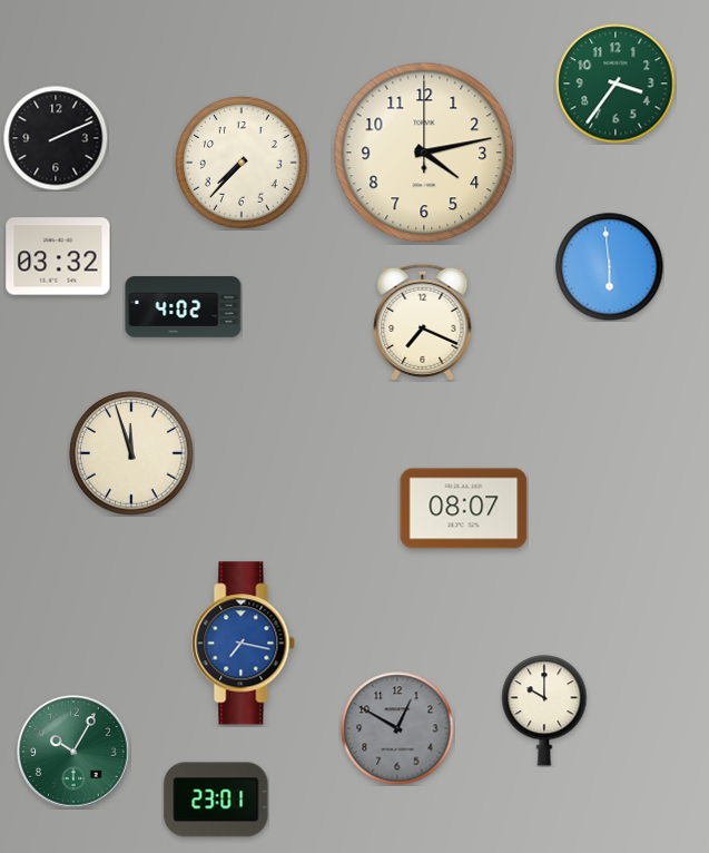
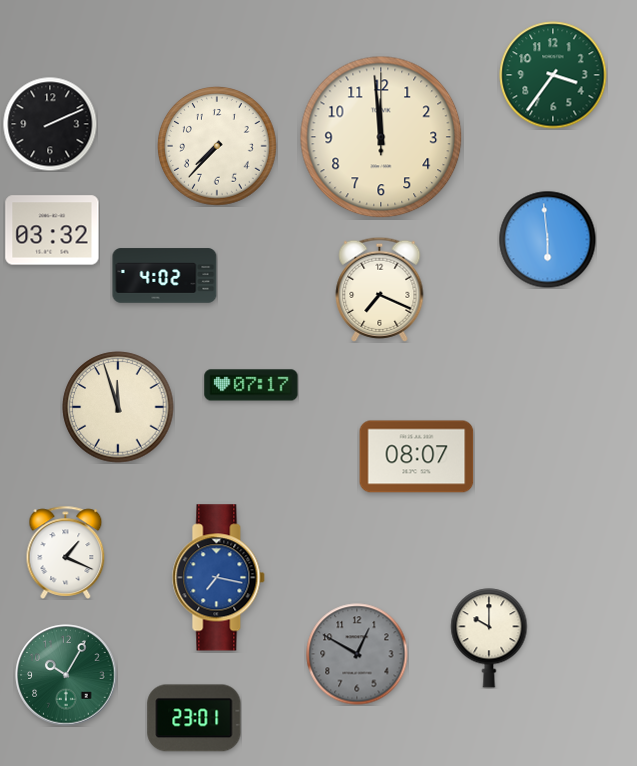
clock at (424, 153): 4:13 -> 11:59
clock at (251, 385): none -> 07:17
clock at (66, 552): none -> 1:19
